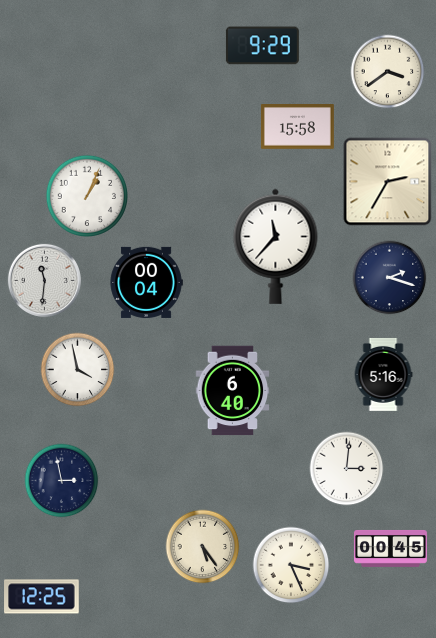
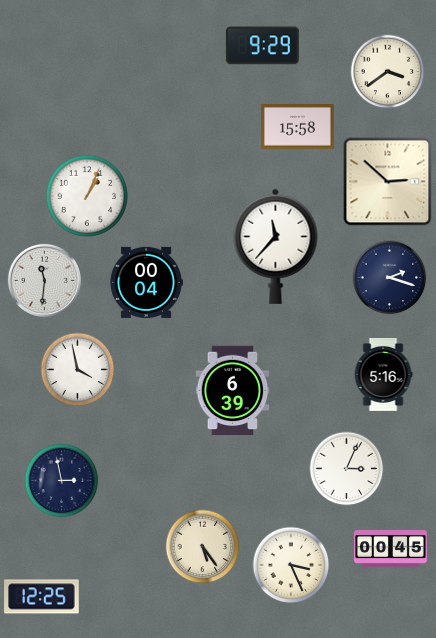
clock at (388, 182): 2:35 -> 2:52
clock at (233, 391): 6:40 -> 6:39
clock at (347, 469): 3:01 -> 3:04
